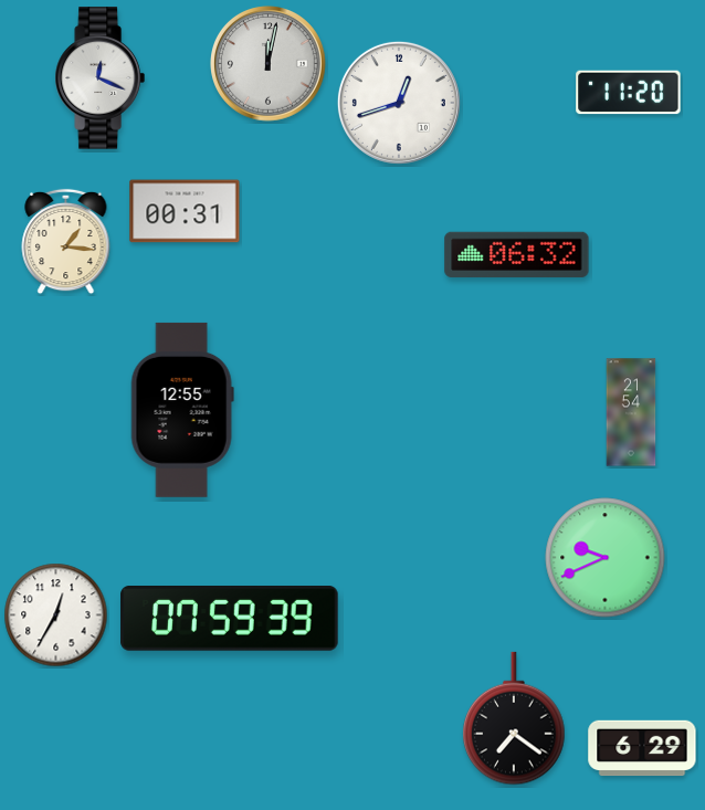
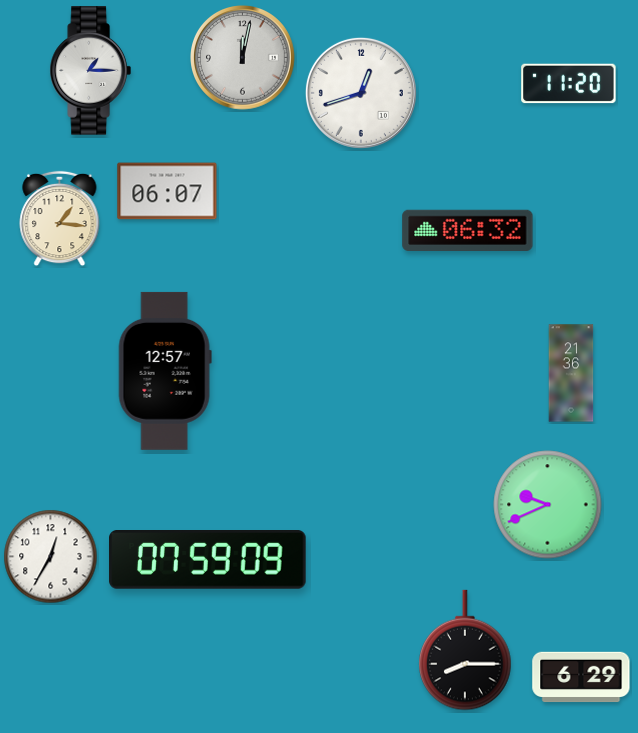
clock at (99, 78): 12:19 -> 1:15
clock at (185, 211): 00:31 -> 06:07
clock at (182, 410): 12:55 -> 12:57
clock at (631, 412): 21:54 -> 21:36
clock at (230, 619): 07:59:39 -> 07:59:09
clock at (514, 718): 7:21 -> 8:15
